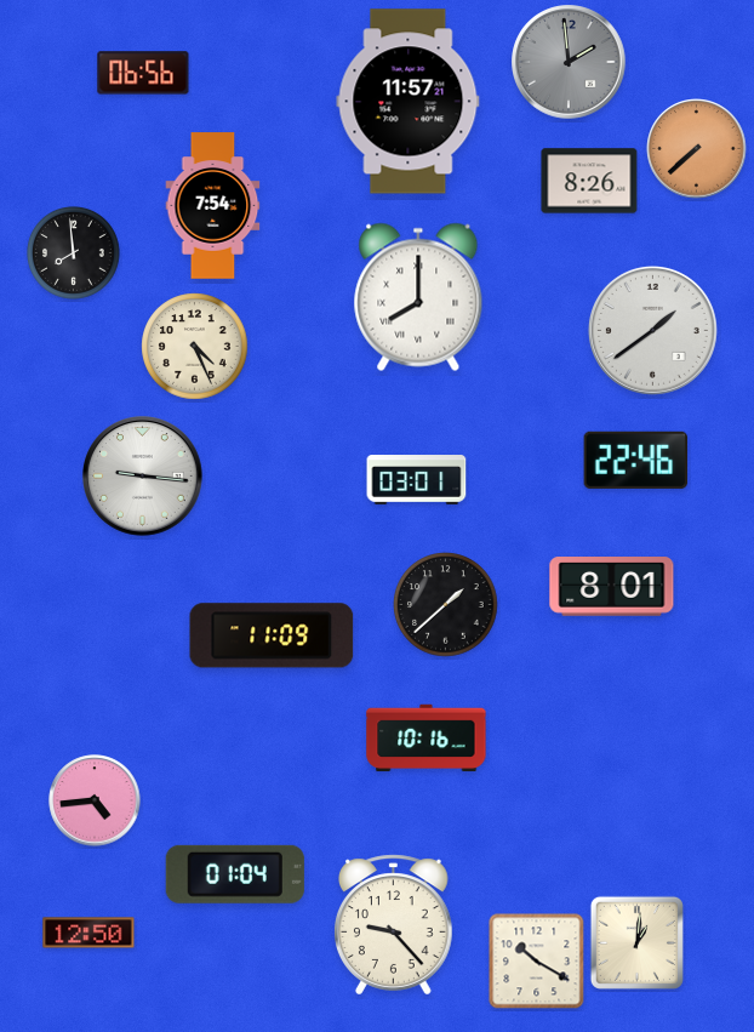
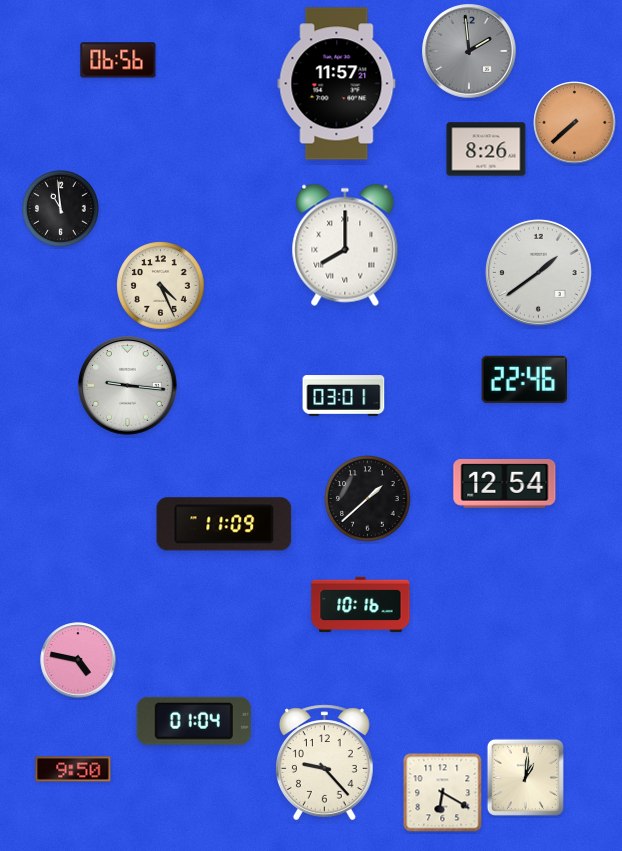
clock at (213, 206): 7:54 -> none
clock at (74, 253): 7:59 -> 10:59
clock at (143, 477) position: (143, 477) -> (128, 386)
clock at (612, 587): 8:01 -> 12:54
clock at (427, 739) position: (427, 739) -> (361, 605)
clock at (95, 800): 4:44 -> 4:47
clock at (88, 933): 12:50 -> 9:50
clock at (537, 962): 10:20 -> 6:20
